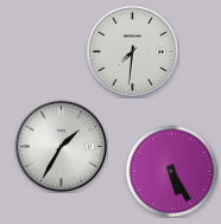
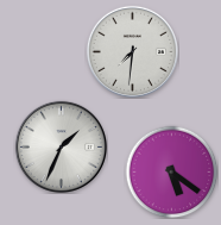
clock at (61, 146): 1:35 -> 1:34
clock at (171, 171): 5:25 -> 5:21
